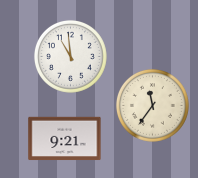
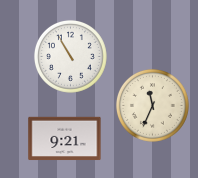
clock at (70, 56): 10:59 -> 10:55
clock at (152, 105): 11:36 -> 11:34
